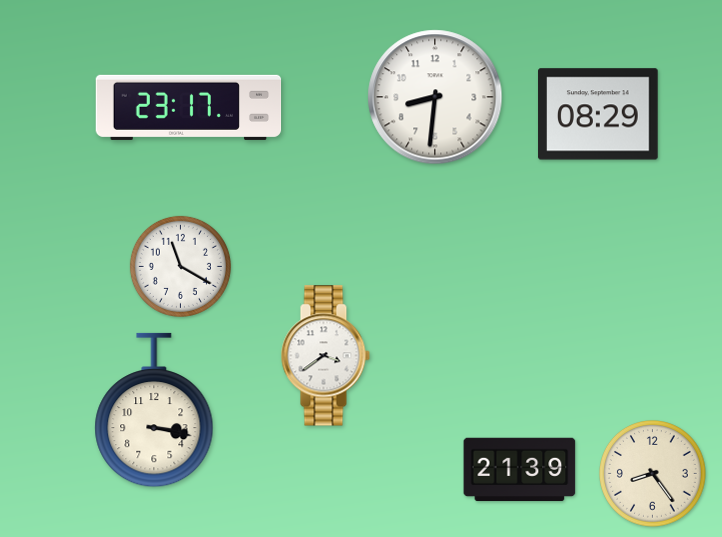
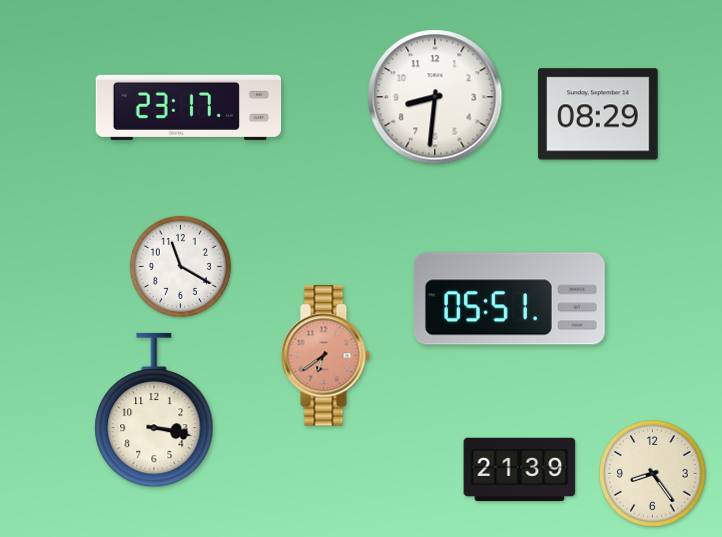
clock at (510, 299): none -> 05:51
clock at (325, 356): 3:39 -> 6:39
clock at (325, 356) dial: white -> salmon
